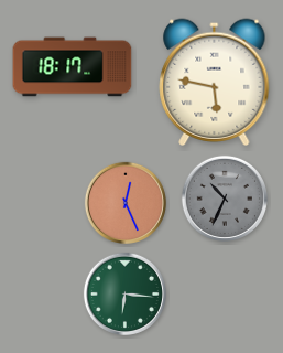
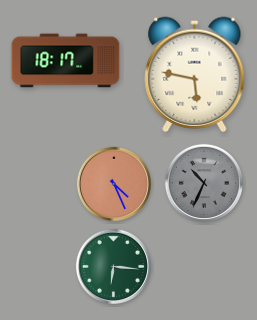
clock at (225, 199) position: (225, 199) -> (204, 183)
clock at (124, 202): 12:26 -> 4:26
